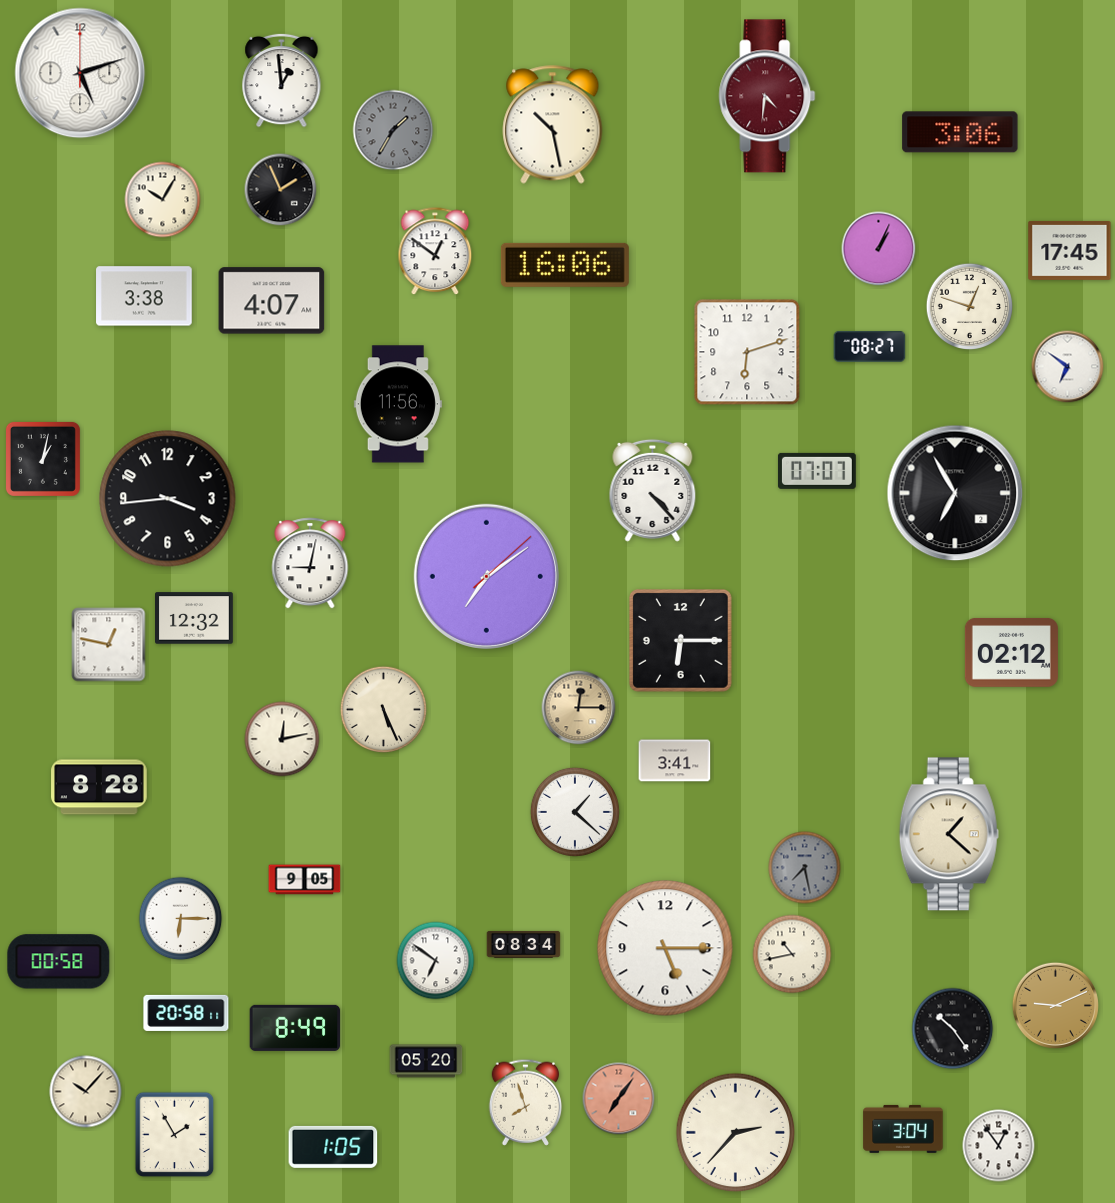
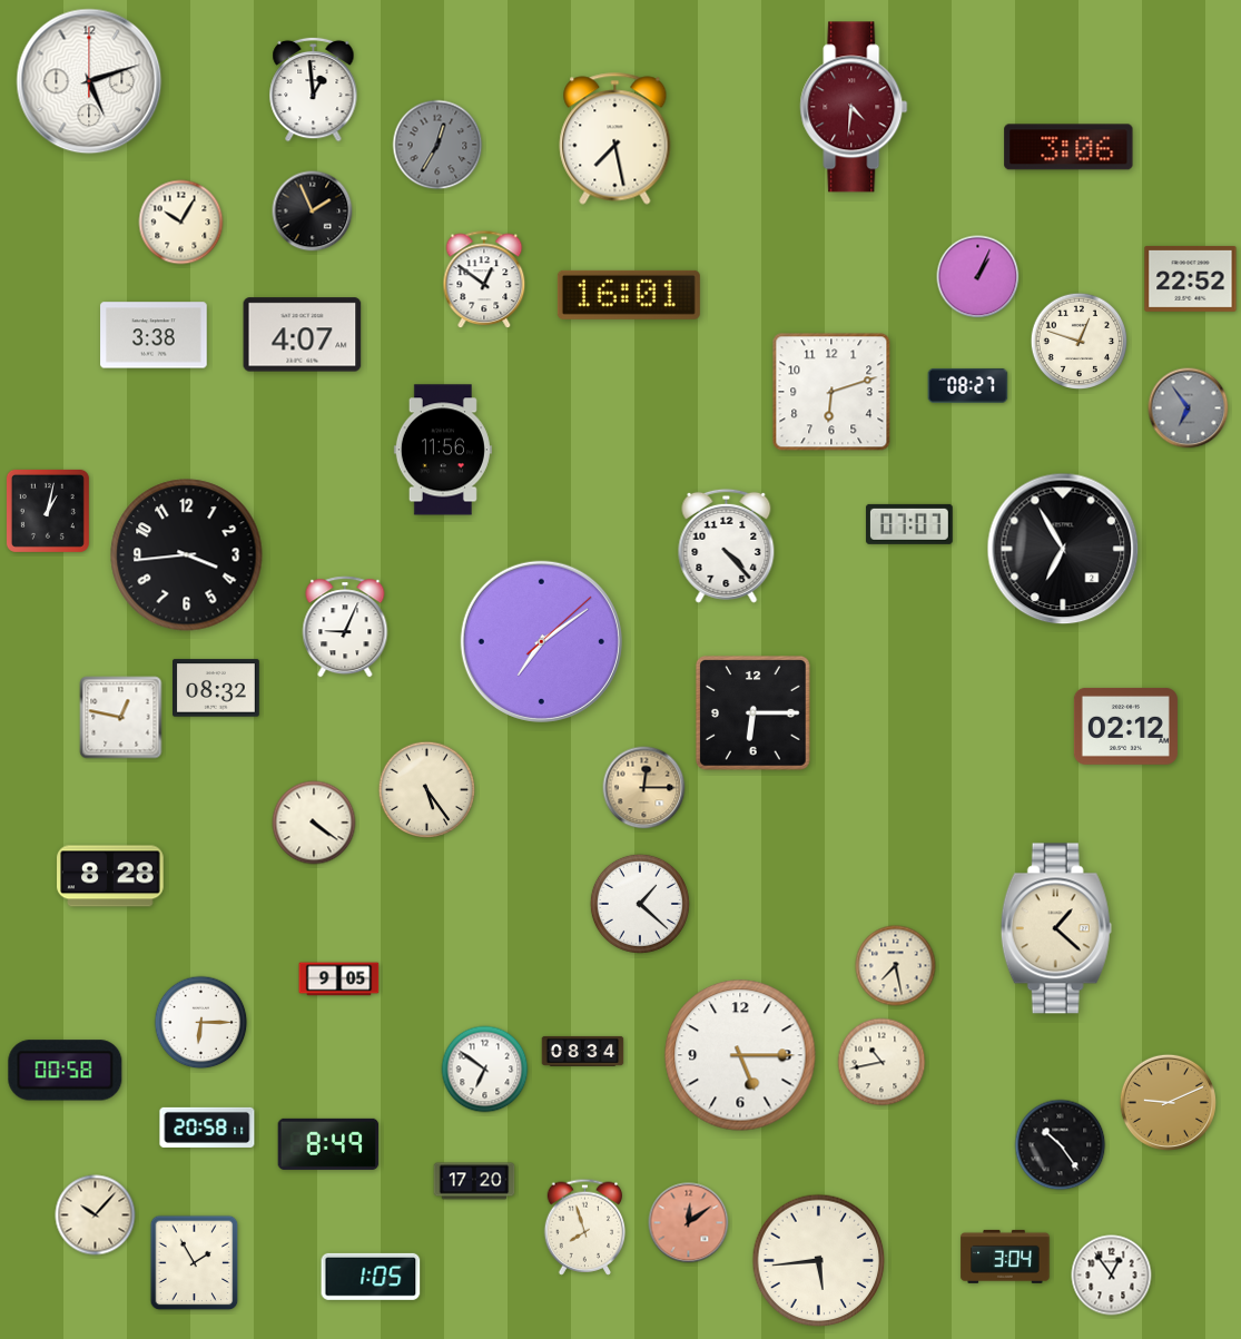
clock at (553, 125): 10:28 -> 7:28
clock at (393, 130): 1:35 -> 12:35
clock at (1070, 250): 17:45 -> 22:52
clock at (565, 265): 16:06 -> 16:01
clock at (144, 296) position: (144, 296) -> (154, 335)
clock at (1068, 367): 6:51 -> 6:54
clock at (1068, 367) dial: white -> grey
clock at (310, 563): 9:02 -> 9:04
clock at (195, 618): 12:32 -> 08:32
clock at (681, 641) position: (681, 641) -> (754, 713)
clock at (384, 710): 5:26 -> 5:24
clock at (282, 739): 12:13 -> 4:21
clock at (675, 761): 3:41 -> none
clock at (805, 868) dial: grey -> cream
clock at (1055, 1005) position: (1055, 1005) -> (1168, 1102)
clock at (426, 1061): 05:20 -> 17:20
clock at (619, 1099): 7:06 -> 12:09
clock at (736, 1133): 2:37 -> 5:44
